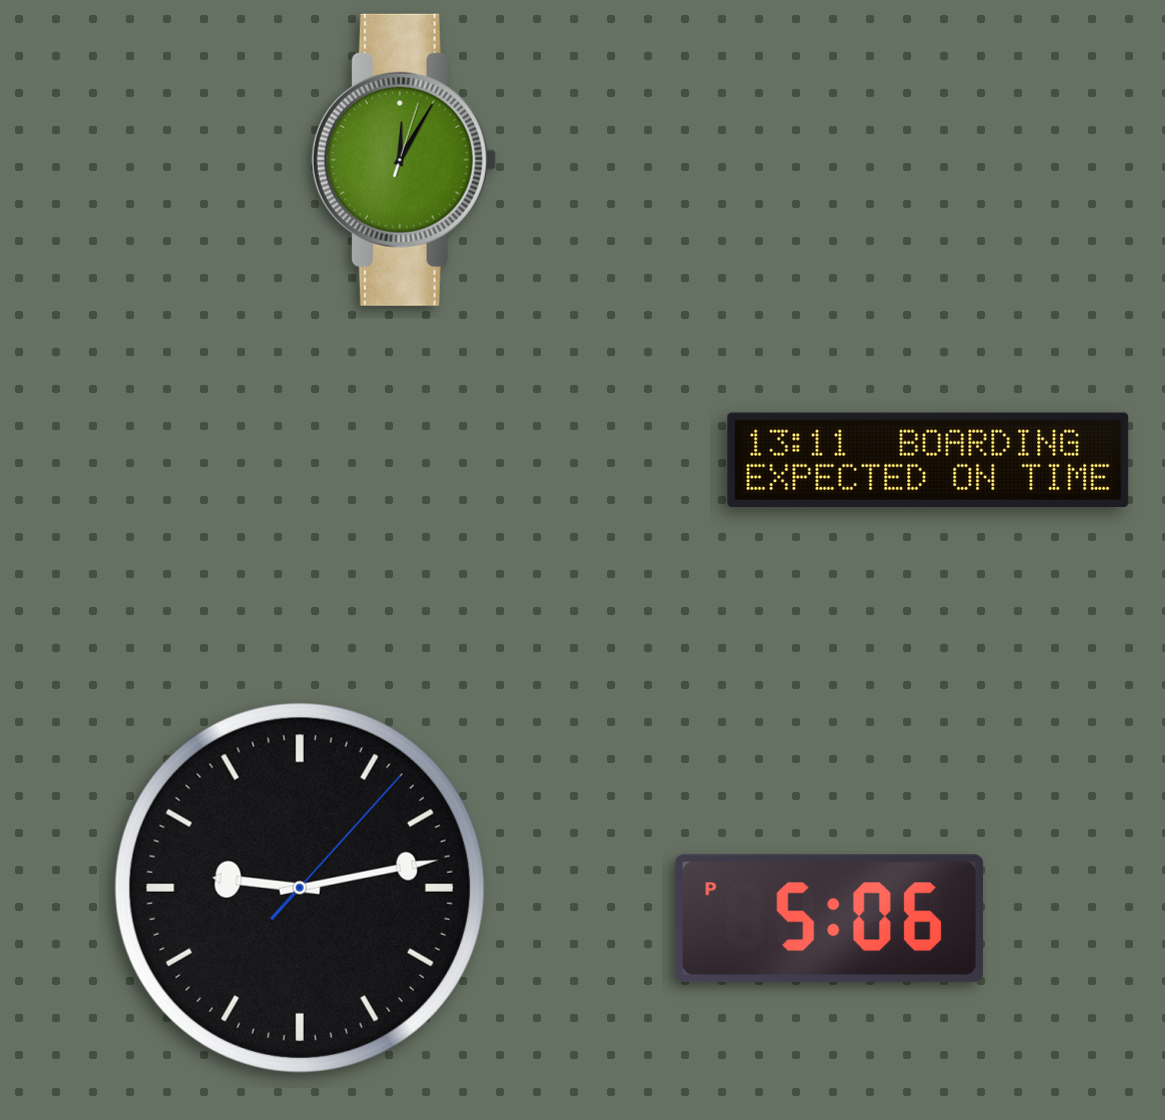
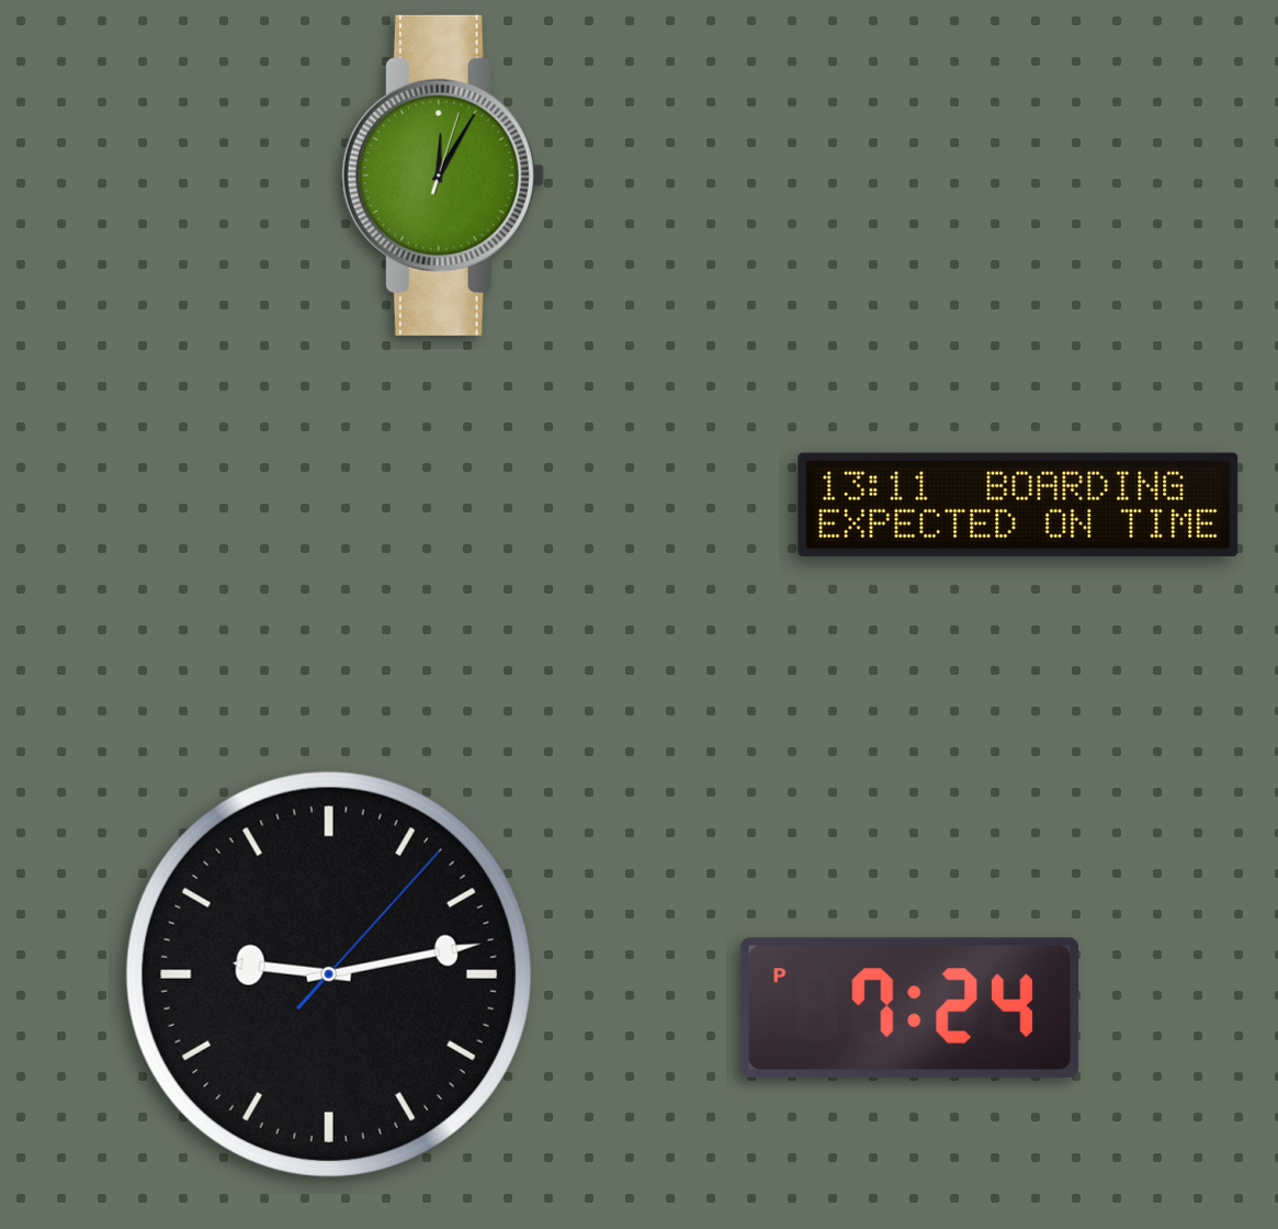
clock at (829, 918): 5:06 -> 7:24
